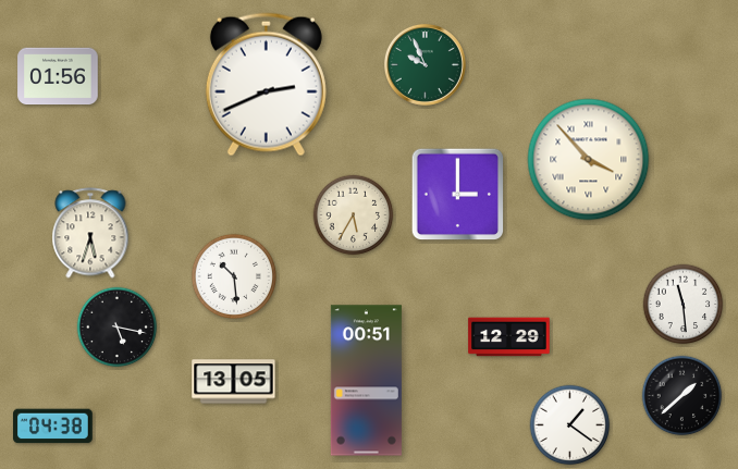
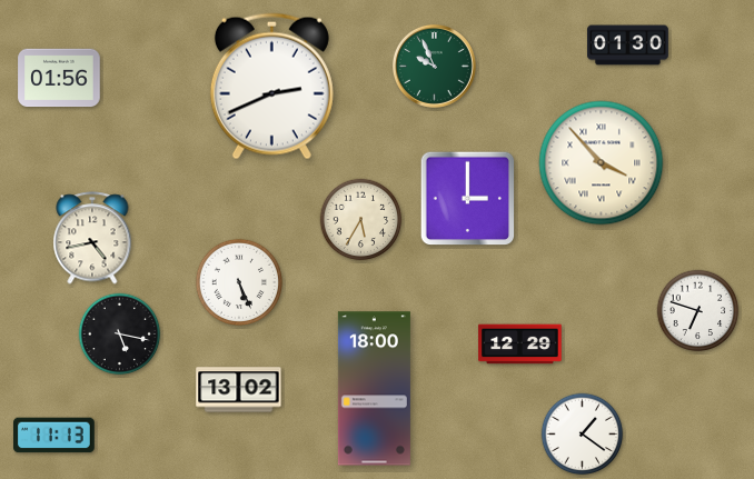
clock at (628, 46): none -> 01:30
clock at (90, 233): 5:33 -> 4:43
clock at (233, 275): 10:29 -> 5:26
clock at (684, 305): 11:29 -> 6:48
clock at (366, 381): 00:51 -> 18:00
clock at (234, 382): 13:05 -> 13:02
clock at (682, 396): 1:38 -> none
clock at (53, 427): 04:38 -> 11:13
